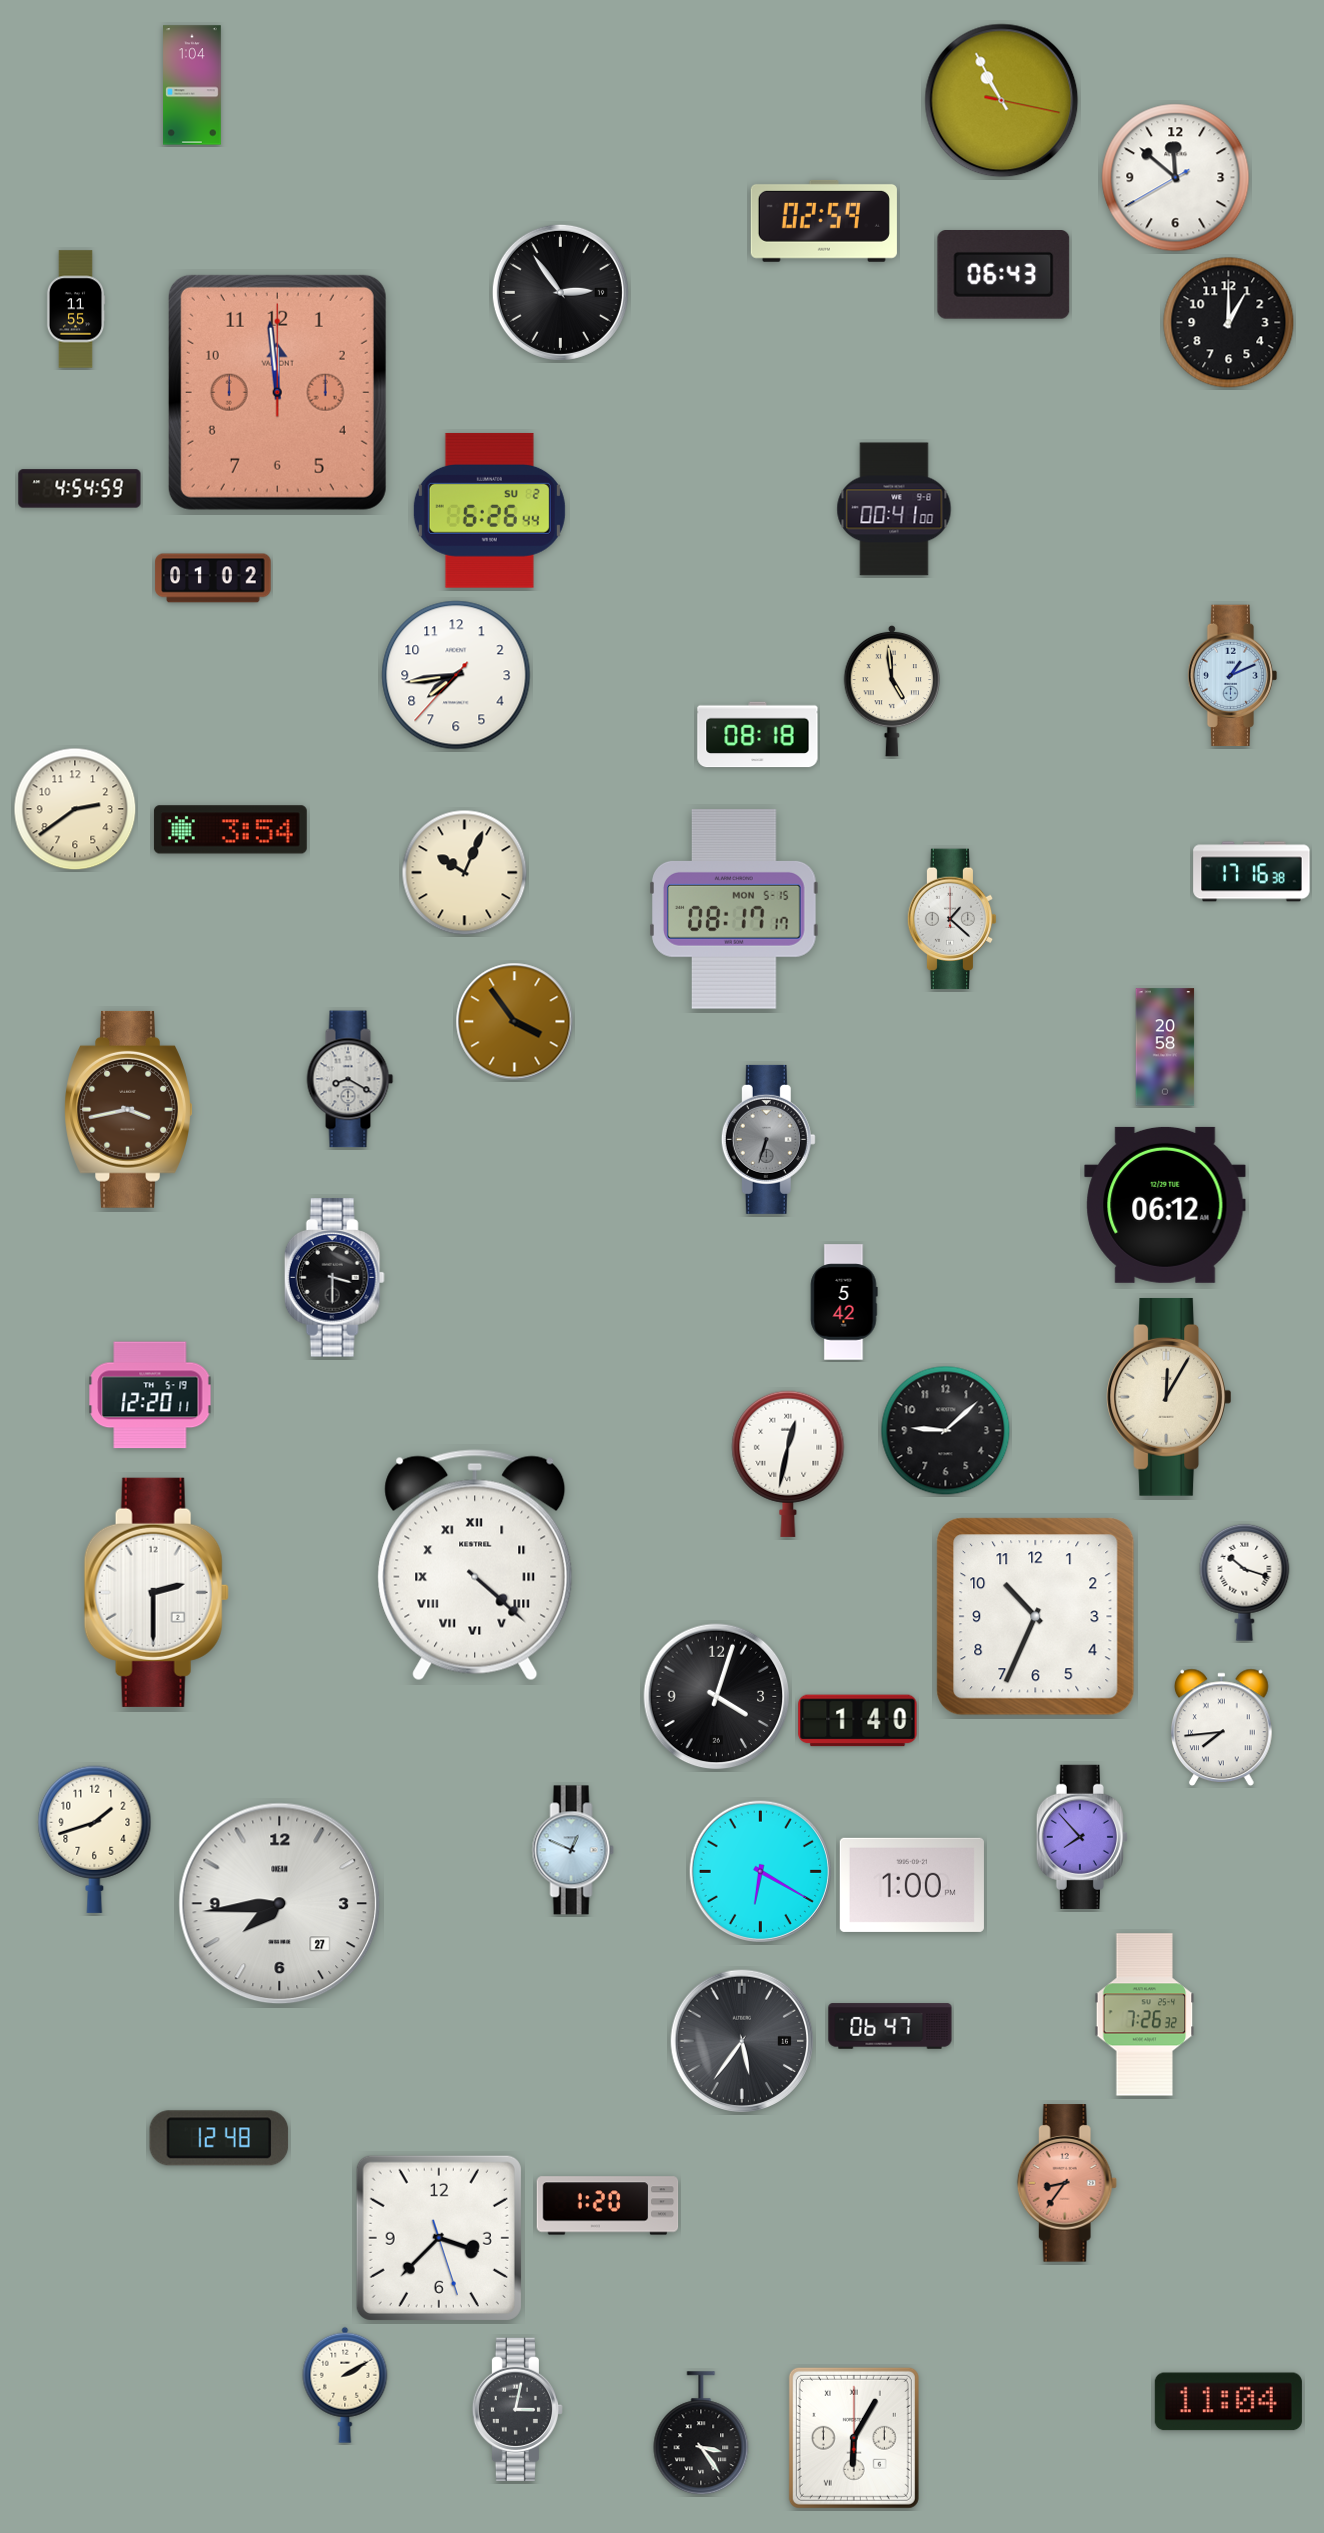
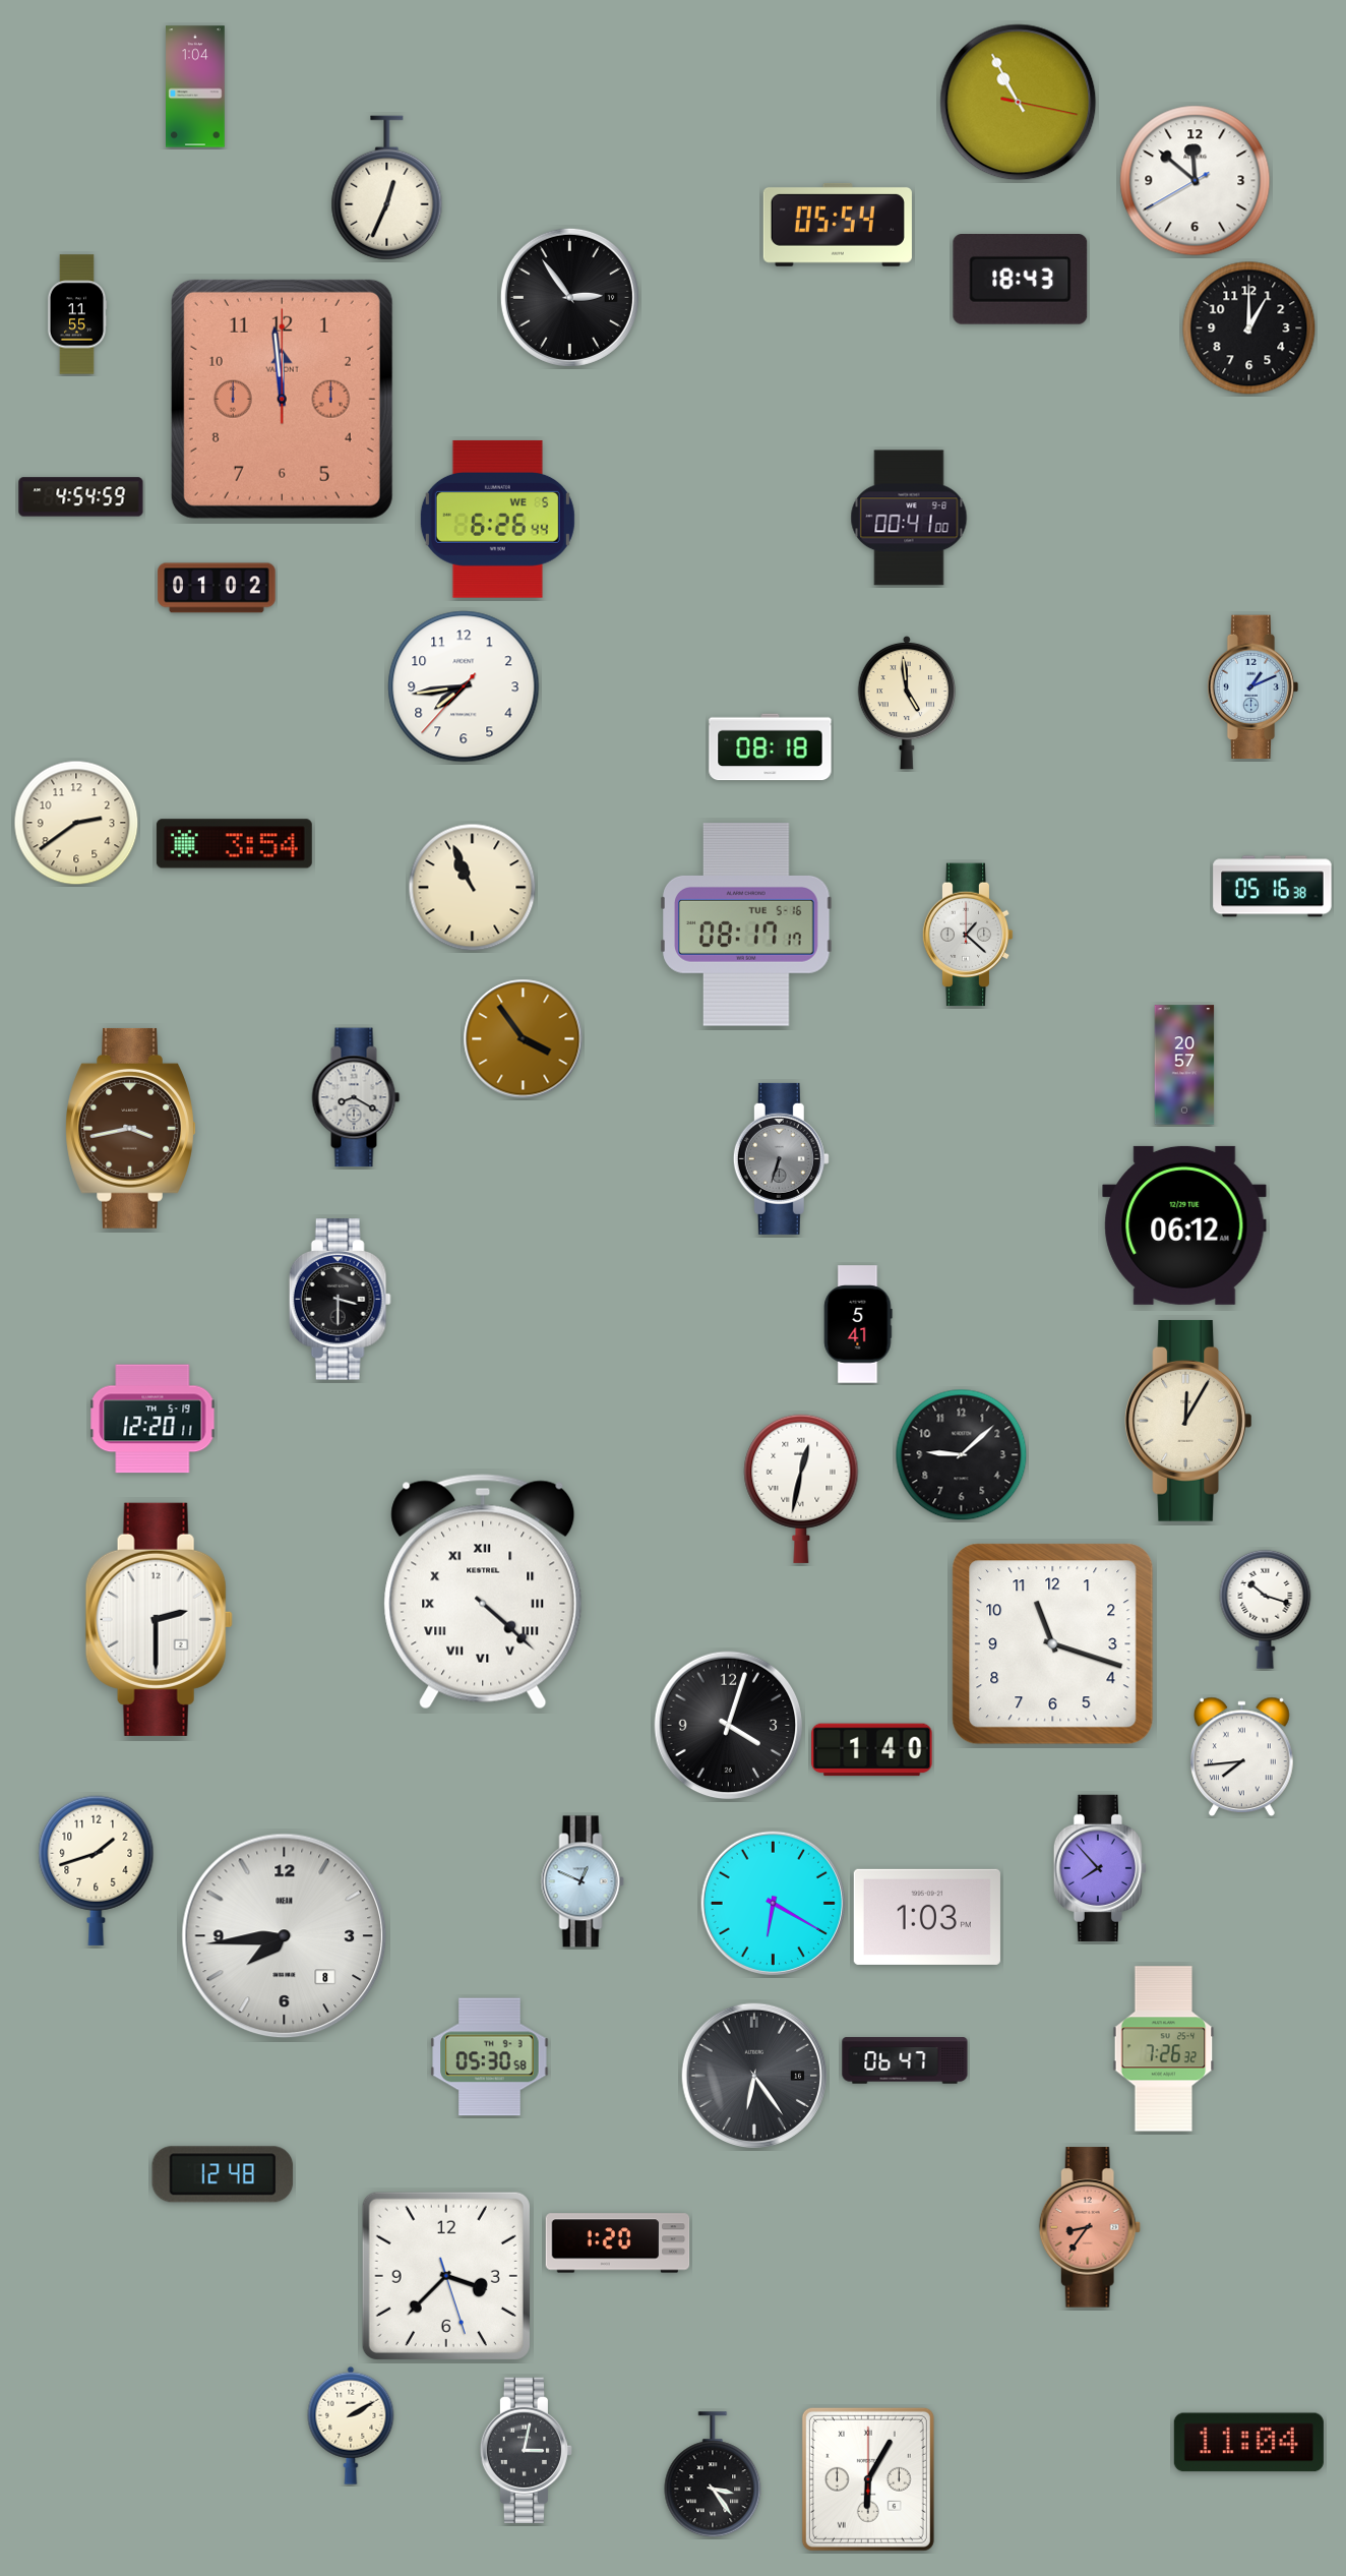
clock at (387, 188): none -> 12:34
clock at (824, 221): 02:59 -> 05:54
clock at (1004, 275): 06:43 -> 18:43
clock at (489, 510) date: SU 2 -> WE 5
clock at (1252, 872): 17:16 -> 05:16
clock at (465, 873): 10:04 -> 10:56
clock at (735, 910) date: MON 5-15 -> TUE 5-16
clock at (1165, 1047): 20:58 -> 20:57
clock at (844, 1302): 5:42 -> 5:41
clock at (1036, 1617): 10:34 -> 11:18
clock at (912, 1885): 1:00 -> 1:03
clock at (280, 1904) date: 27 -> 8
clock at (490, 2057): none -> 05:30
clock at (742, 2041): 5:36 -> 6:24
clock at (1067, 2183) position: (1067, 2183) -> (1090, 2227)
